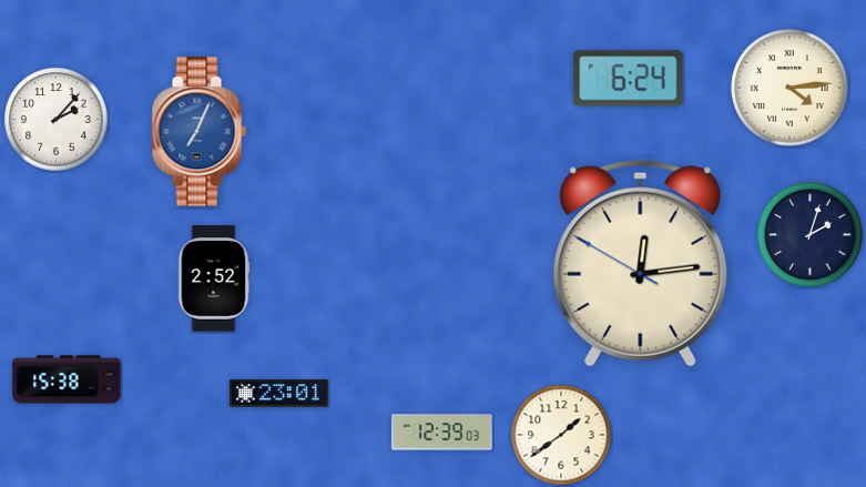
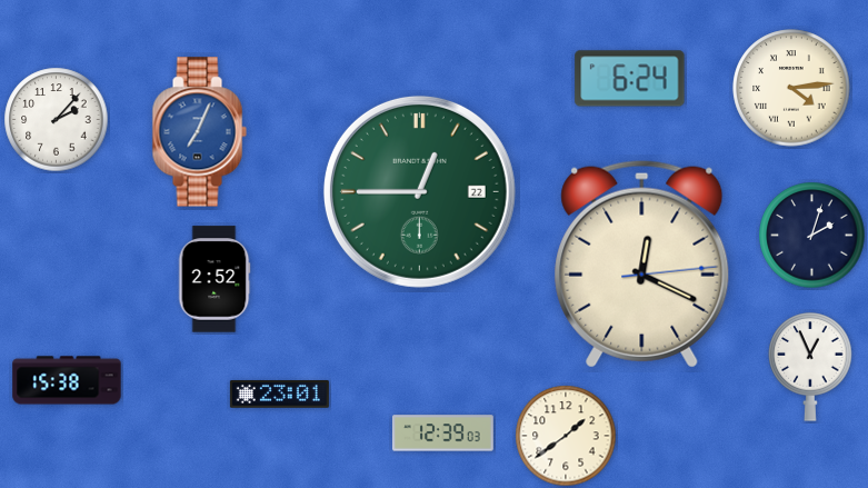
clock at (419, 191): none -> 12:45
clock at (641, 263): 12:13 -> 12:19
clock at (810, 367): none -> 12:56
clock at (561, 435) position: (561, 435) -> (566, 436)
